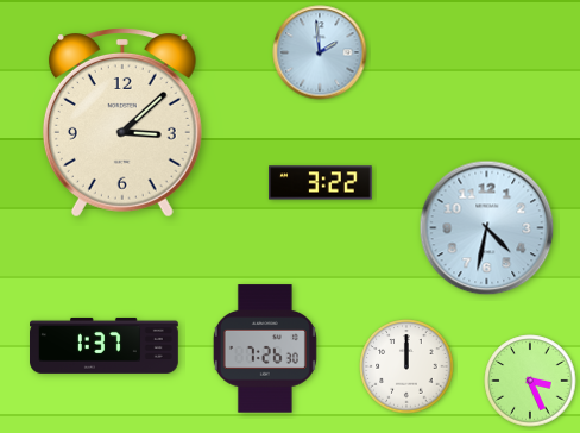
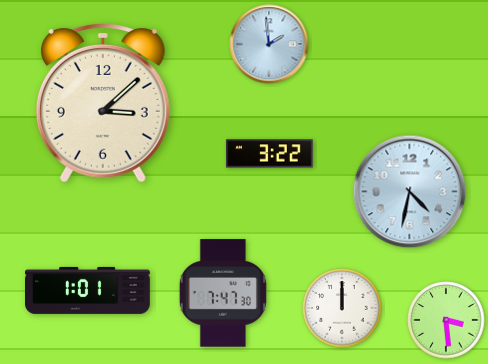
clock at (105, 345): 1:37 -> 1:01
clock at (265, 349): 7:26 -> 7:47
clock at (530, 381): 3:26 -> 3:29
